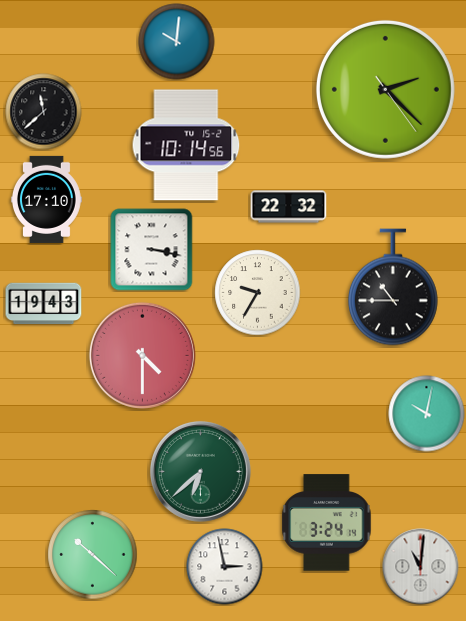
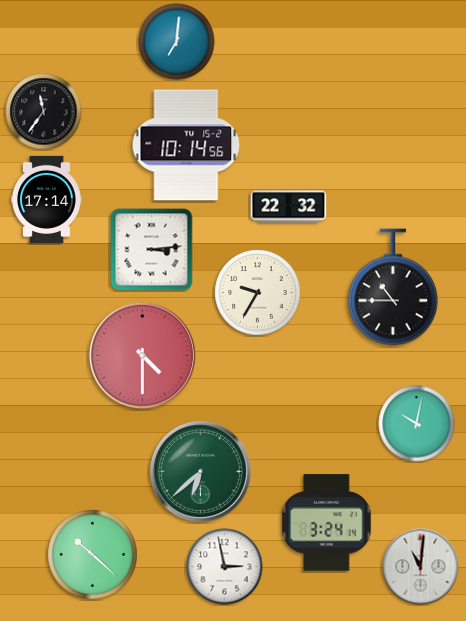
clock at (177, 42): 10:01 -> 7:01
clock at (385, 89): 2:22 -> none
clock at (44, 112): 11:38 -> 11:36
clock at (46, 199): 17:10 -> 17:14
clock at (152, 250): 3:17 -> 3:14
clock at (44, 304): 19:43 -> none
clock at (427, 414) position: (427, 414) -> (417, 424)
